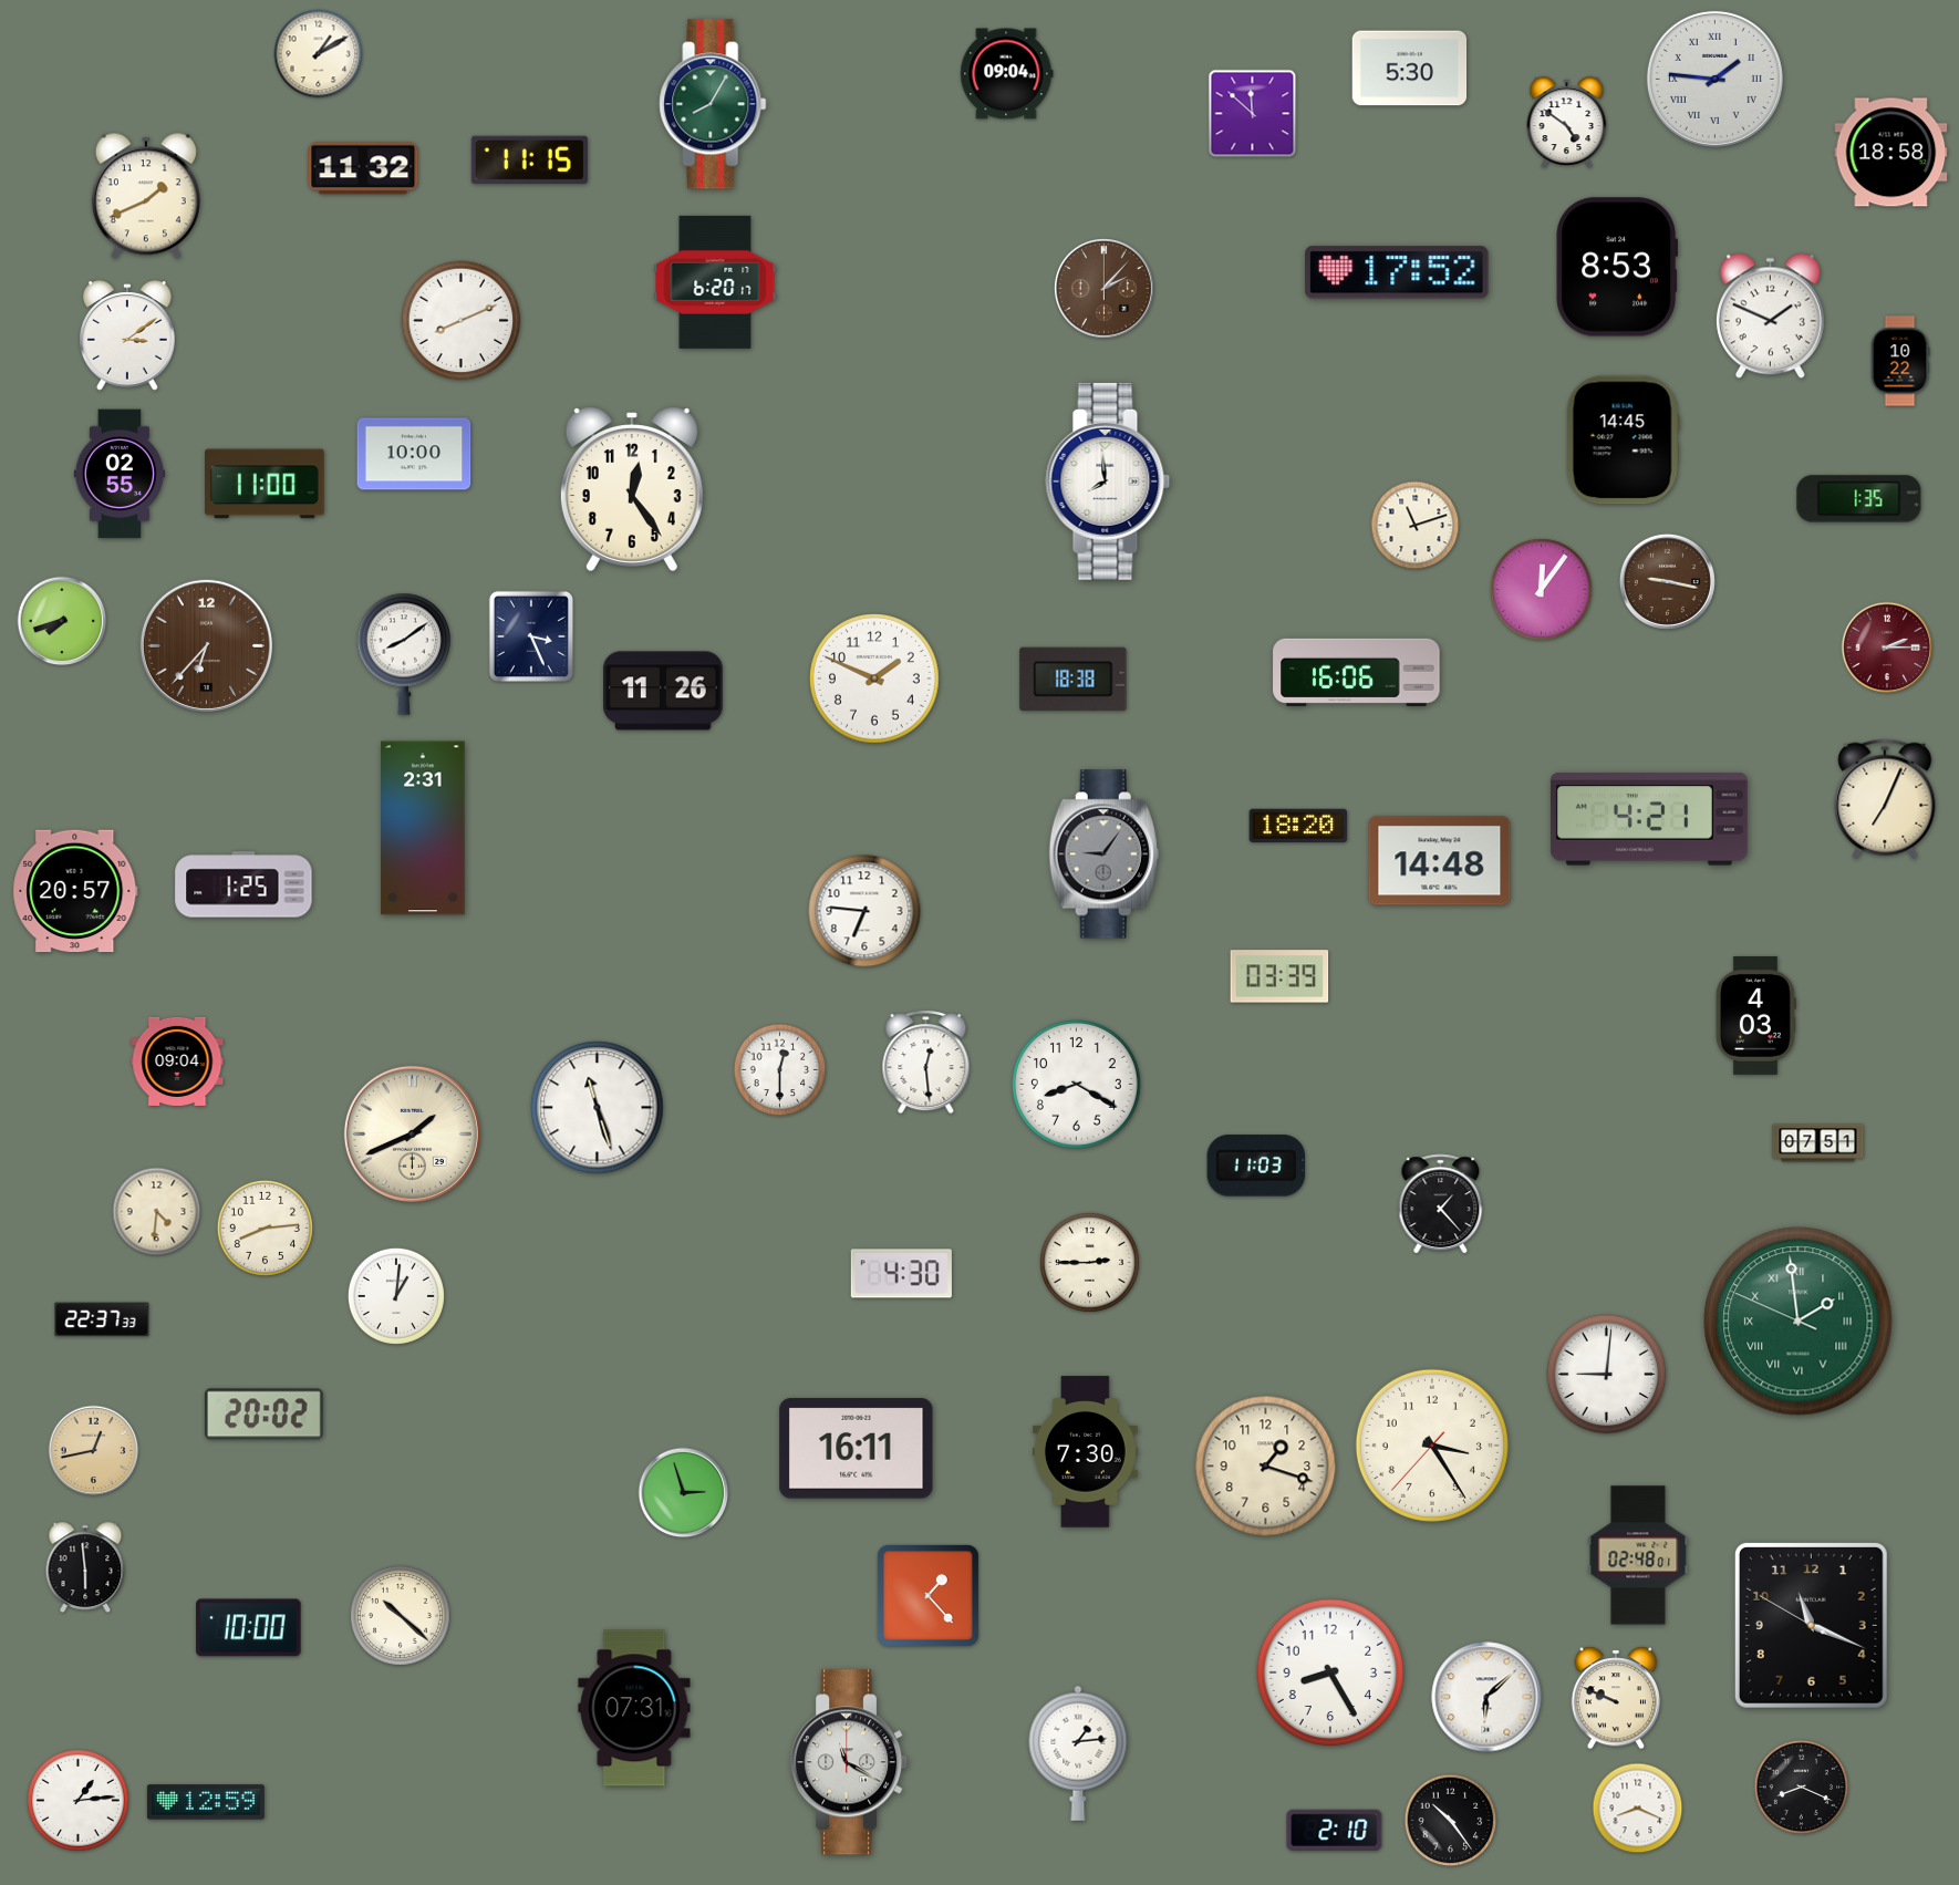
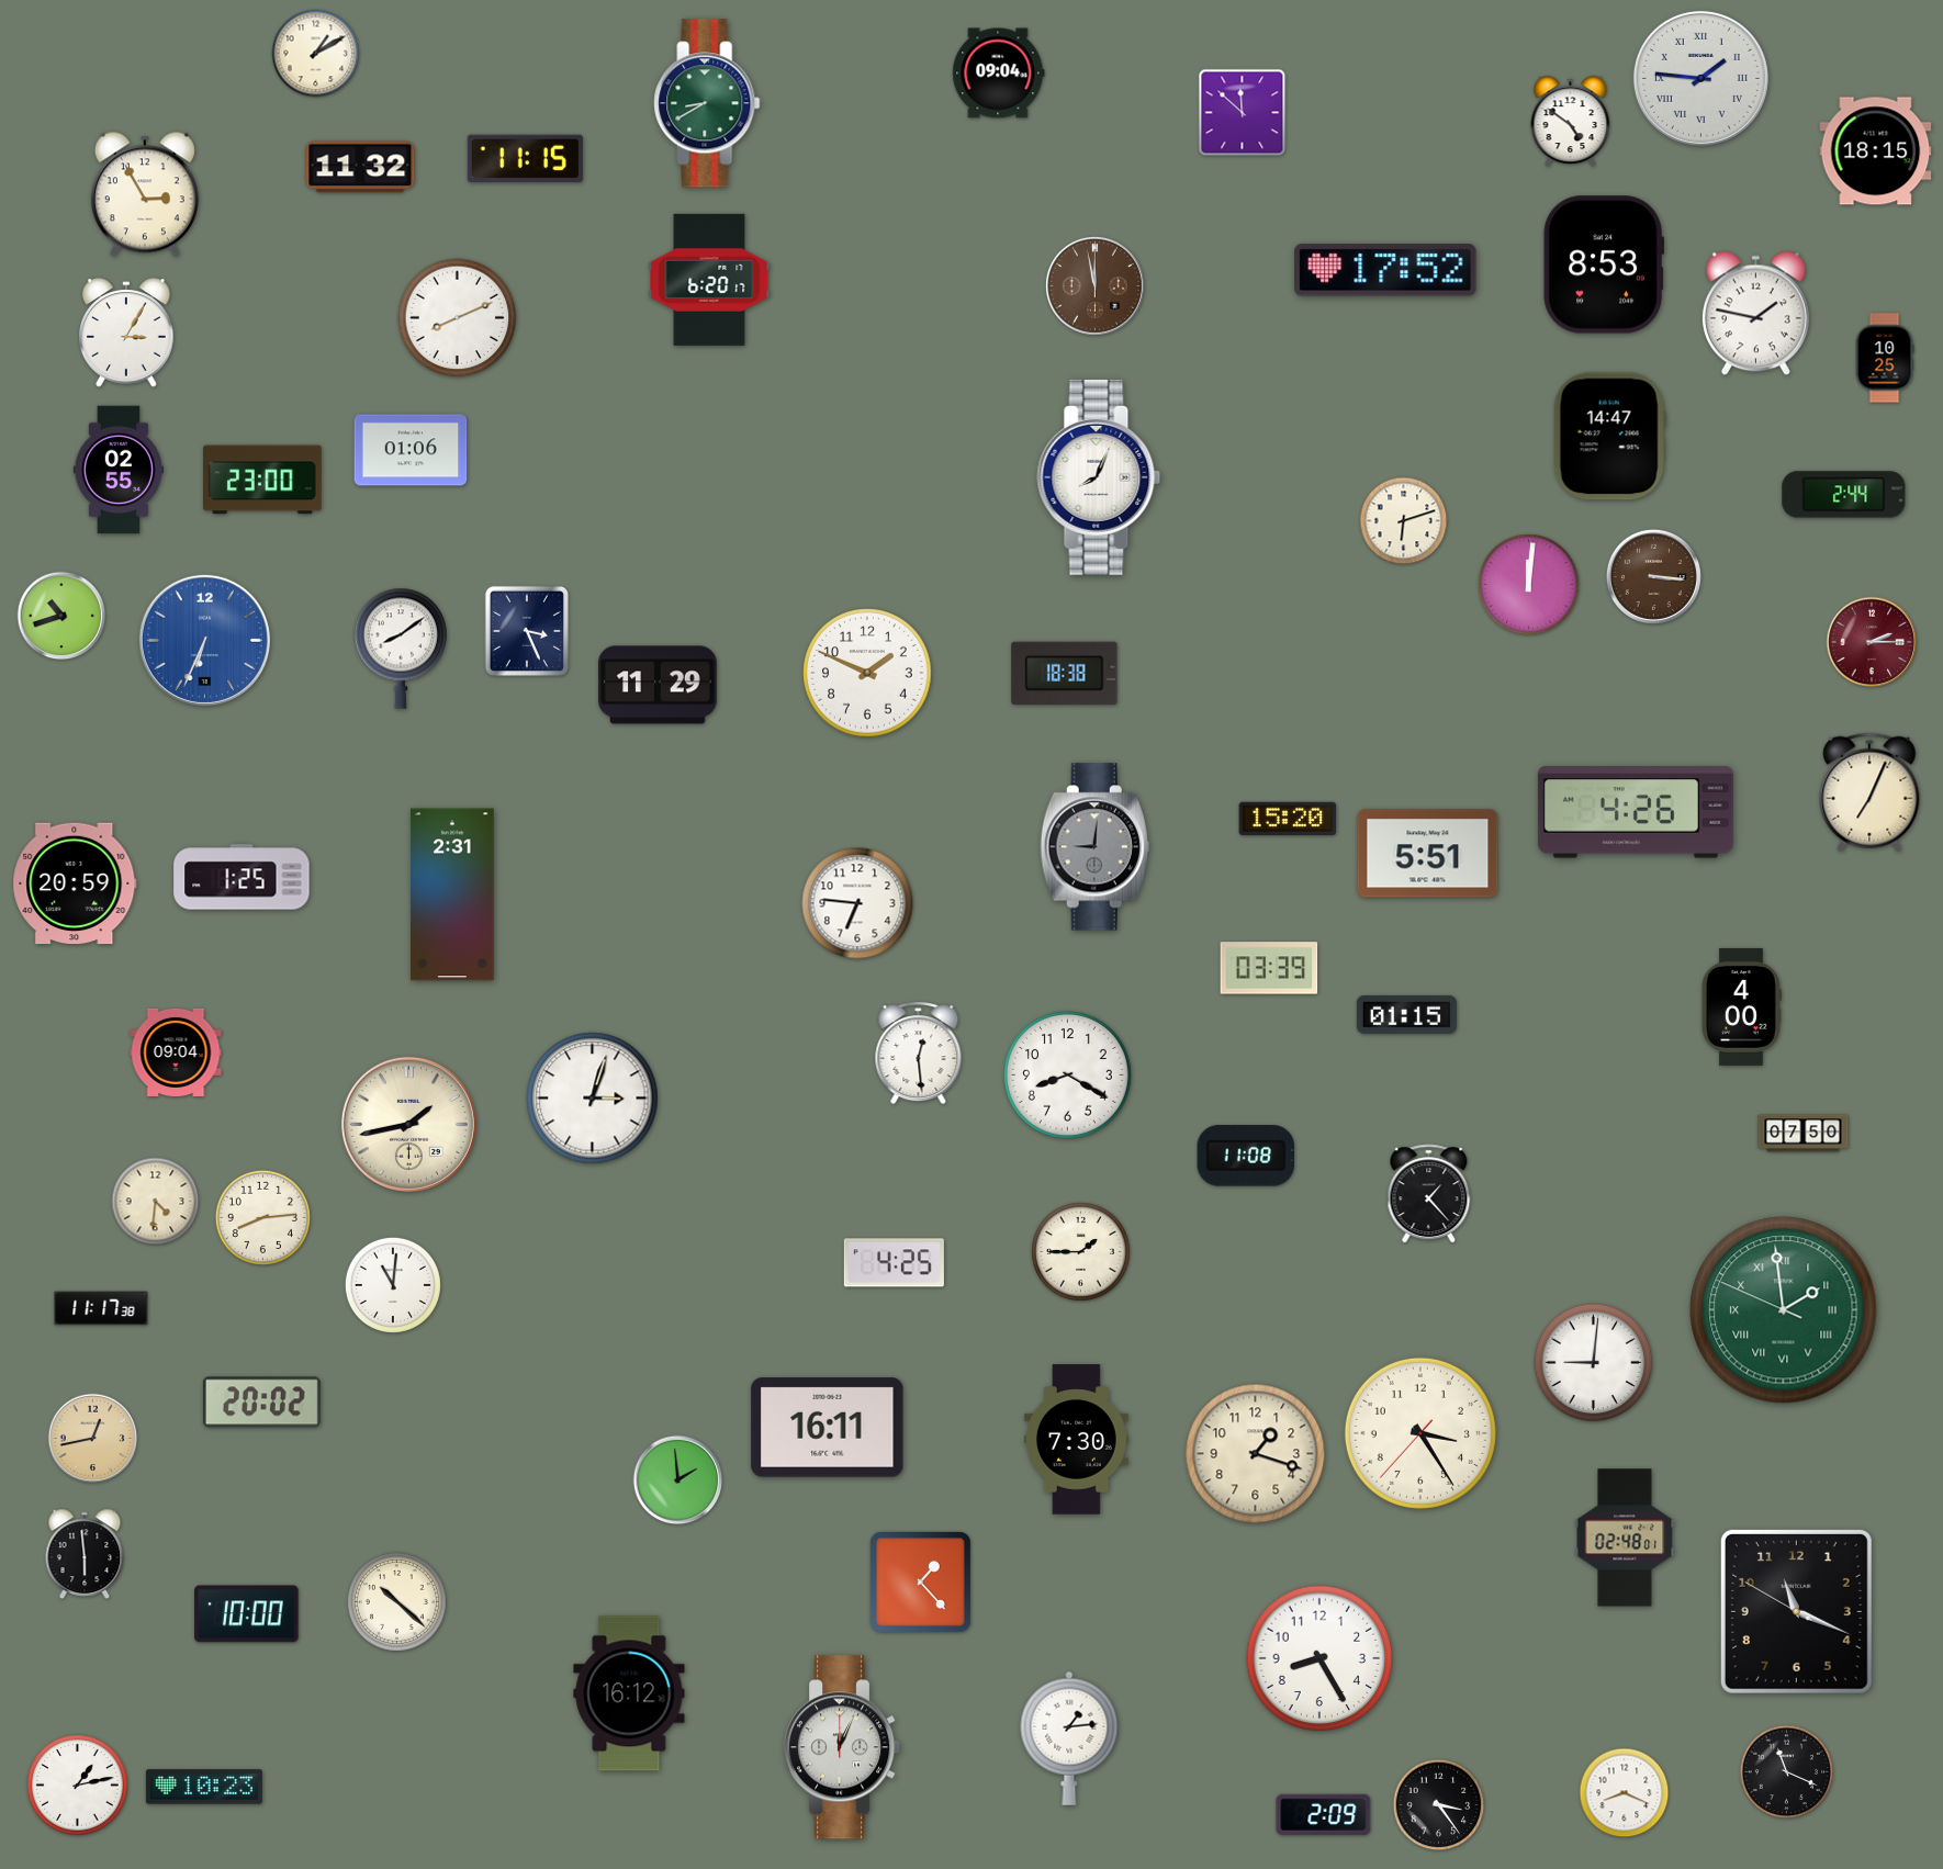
clock at (1410, 69): 5:30 -> none
clock at (713, 104): 8:05 -> 8:40
clock at (1567, 123) position: (1567, 123) -> (1571, 122)
clock at (1891, 153): 18:58 -> 18:15
clock at (146, 196): 1:41 -> 2:55
clock at (1103, 288): 2:07 -> 11:58
clock at (1770, 317): 1:49 -> 1:47
clock at (127, 335): 3:09 -> 3:05
clock at (1900, 361): 10:22 -> 10:25
clock at (1623, 441): 14:45 -> 14:47
clock at (414, 454): 10:00 -> 01:06
clock at (1108, 481): 7:59 -> 8:04
clock at (265, 484): 11:00 -> 23:00
clock at (632, 489): 12:24 -> none
clock at (1859, 499): 1:35 -> 2:44
clock at (1416, 526): 11:12 -> 6:12
clock at (1667, 581): 9:17 -> 3:16
clock at (1542, 590): 12:06 -> 12:01
clock at (62, 621): 7:42 -> 10:42
clock at (206, 645): 6:37 -> 6:34
clock at (206, 645) dial: brown -> blue
clock at (1357, 672): 16:06 -> none
clock at (663, 691): 11:26 -> 11:29
clock at (1649, 819): 4:21 -> 4:26
clock at (1298, 825): 18:20 -> 15:20
clock at (423, 828) position: (423, 828) -> (452, 894)
clock at (1103, 855): 9:06 -> 9:01
clock at (1440, 861): 14:48 -> 5:51
clock at (75, 891): 20:57 -> 20:59
clock at (1755, 1016): 4:03 -> 4:00
clock at (1406, 1014): none -> 01:15
clock at (780, 1070): 12:30 -> none
clock at (598, 1108): 11:27 -> 3:03
clock at (412, 1133): 1:41 -> 1:43
clock at (1818, 1143): 07:51 -> 07:50
clock at (1256, 1166): 11:03 -> 11:08
clock at (1089, 1262): 2:45 -> 1:45
clock at (901, 1274): 4:30 -> 4:25
clock at (396, 1296): 1:01 -> 11:01
clock at (102, 1319): 22:37 -> 11:17
clock at (857, 1449) position: (857, 1449) -> (828, 1428)
clock at (684, 1493): 2:57 -> 1:59
clock at (1638, 1555) position: (1638, 1555) -> (1625, 1538)
clock at (1486, 1697): 6:08 -> none
clock at (1616, 1698): 9:49 -> none
clock at (634, 1708): 07:31 -> 16:12
clock at (849, 1762): 11:20 -> 12:04
clock at (1802, 1788): 8:19 -> 11:19
clock at (79, 1801): 1:14 -> 1:13
clock at (206, 1802): 12:59 -> 10:23
clock at (1451, 1821): 10:24 -> 3:24
clock at (1335, 1830): 2:10 -> 2:09
